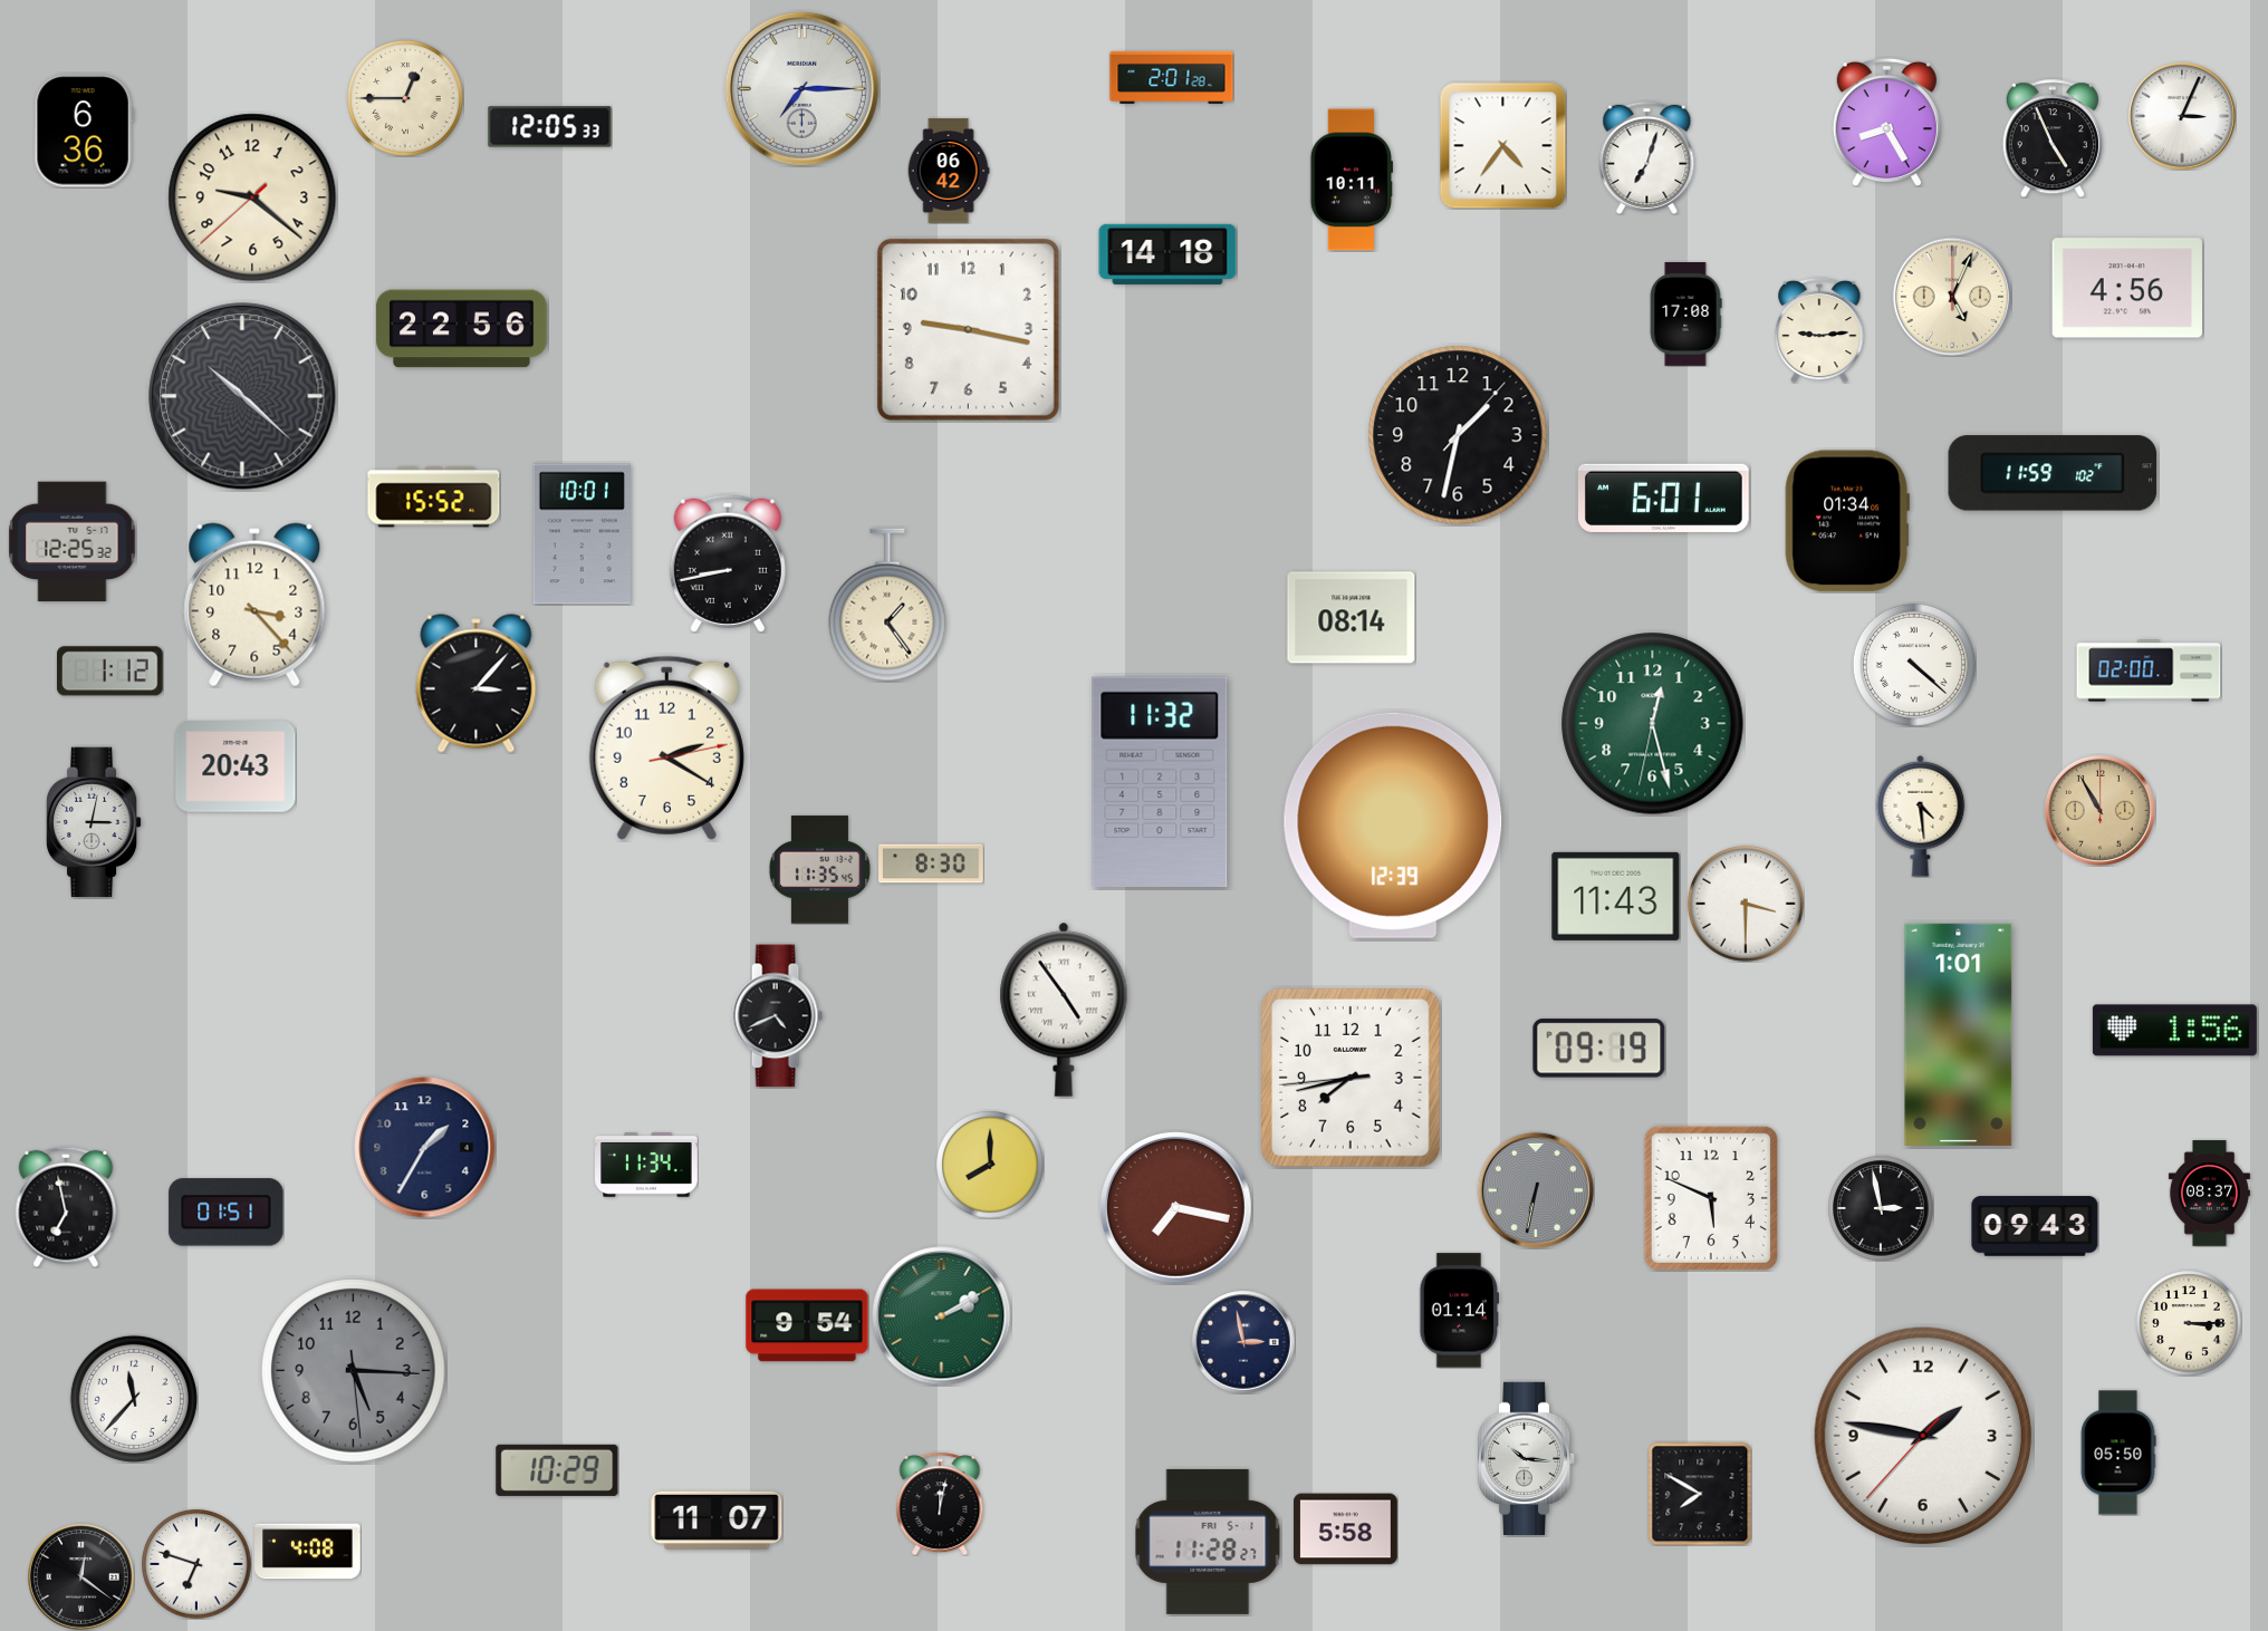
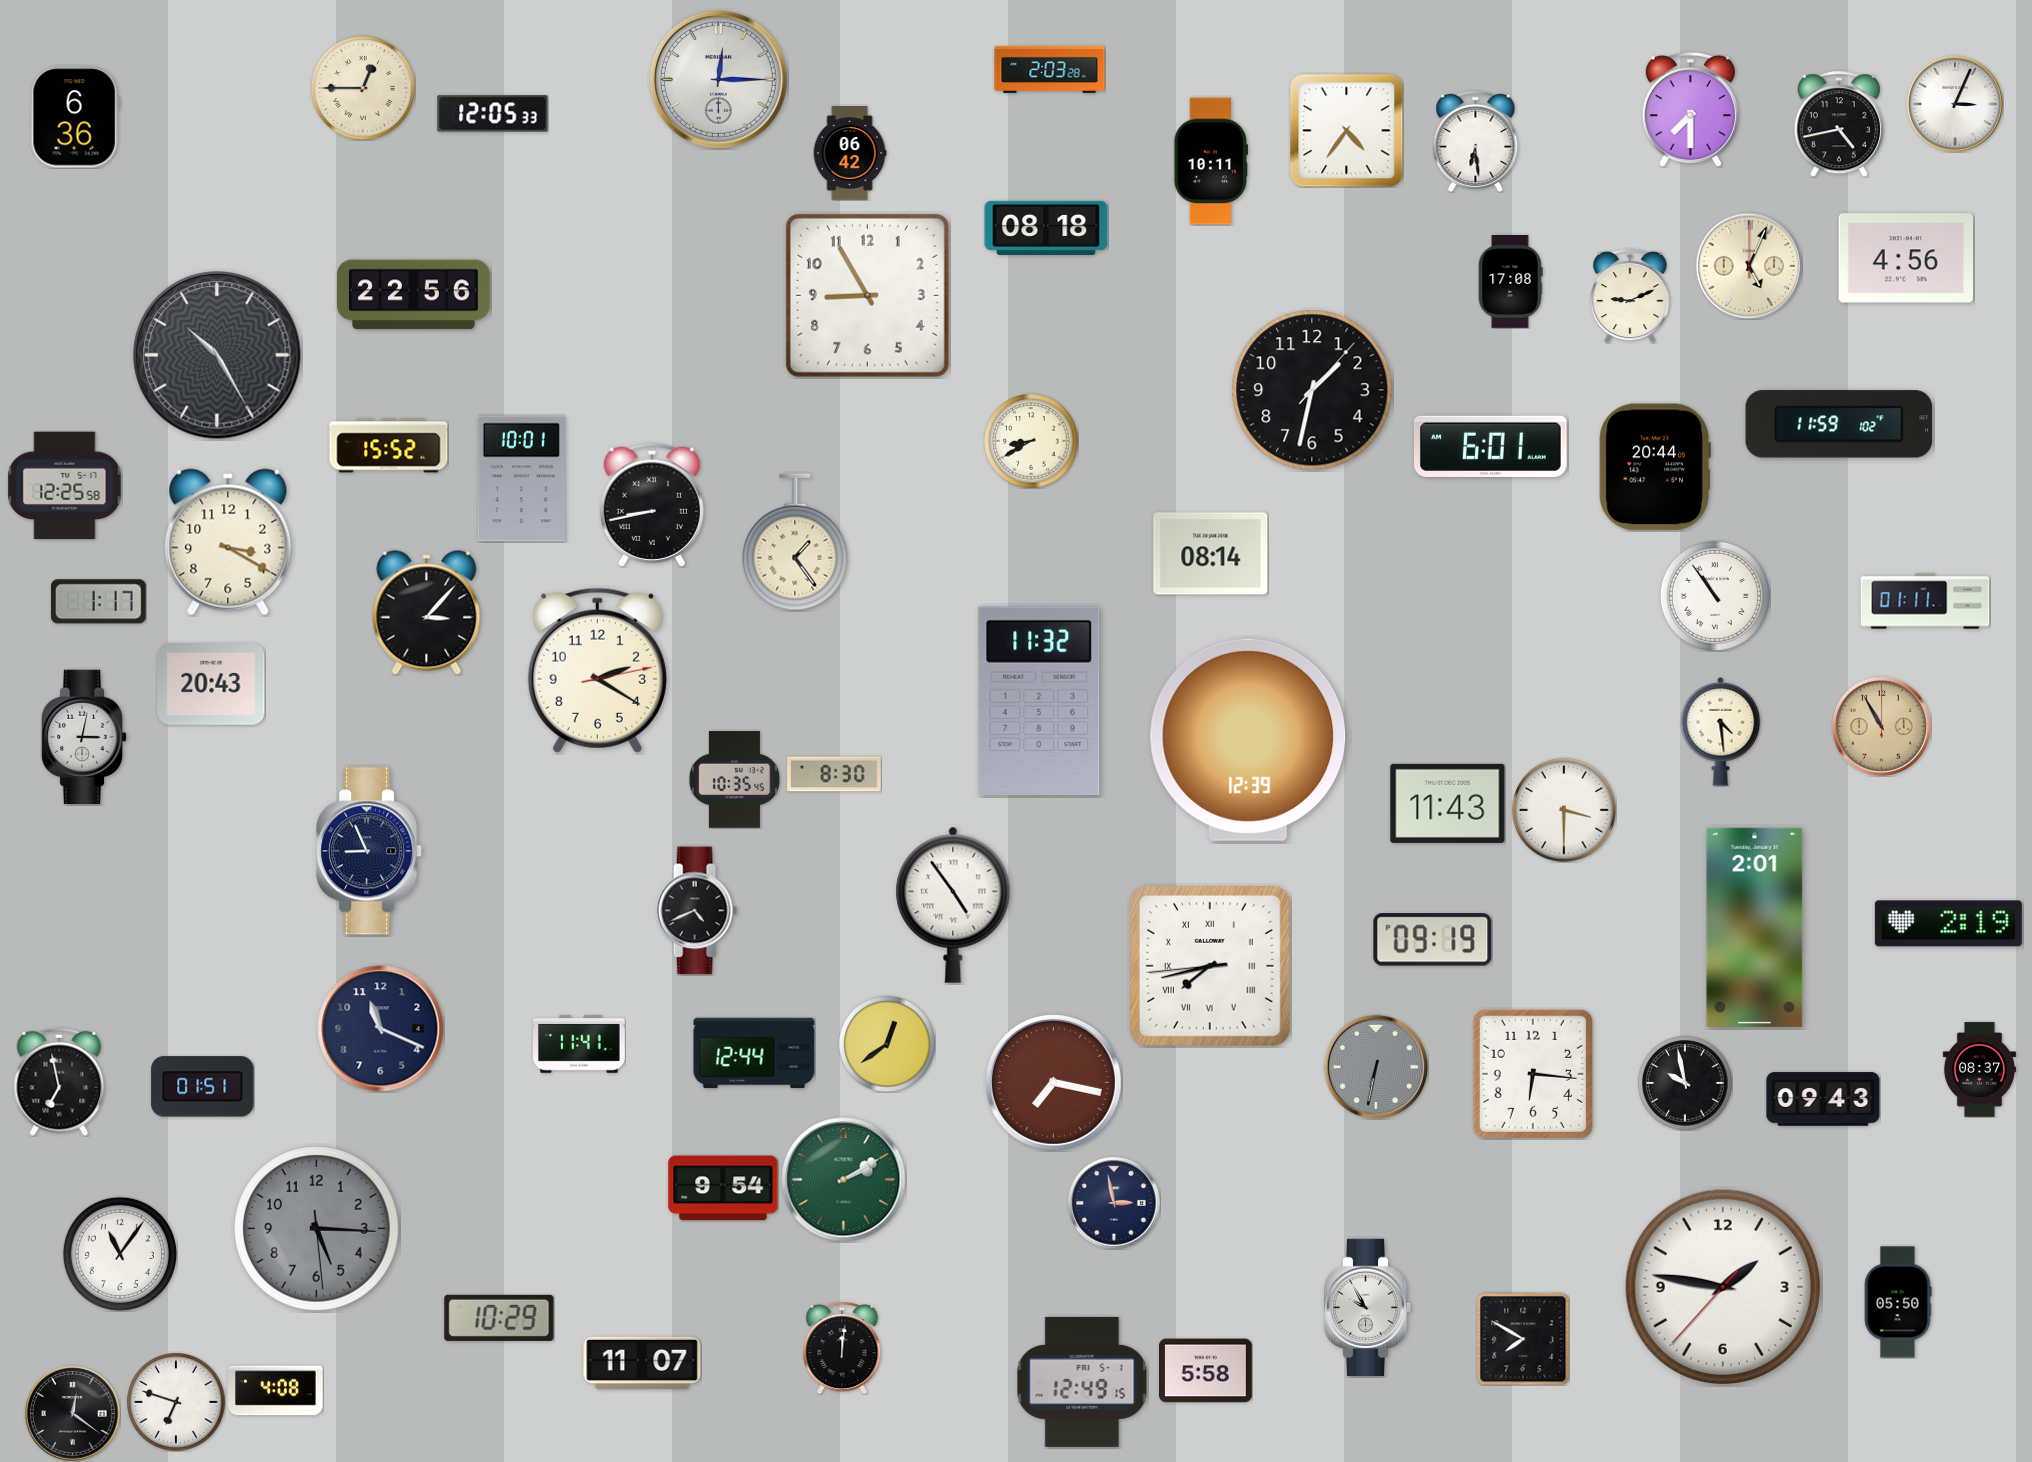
clock at (1172, 77): 2:01 -> 2:03
clock at (801, 88): 7:15 -> 12:15
clock at (1886, 122): 8:25 -> 7:30
clock at (2053, 138): 4:56 -> 4:43
clock at (1647, 157): 7:03 -> 6:29
clock at (252, 197): 9:21 -> none
clock at (1167, 254): 14:18 -> 08:18
clock at (968, 329): 9:17 -> 8:55
clock at (1819, 330): 9:14 -> 9:11
clock at (242, 396): 10:22 -> 10:25
clock at (1458, 435) position: (1458, 435) -> (1312, 390)
clock at (1031, 441): none -> 8:40
clock at (1847, 521): 01:34 -> 20:44
clock at (73, 542): 12:25:32 -> 12:25:58
clock at (254, 605): 3:23 -> 3:20
clock at (1914, 665): 4:22 -> 10:54
clock at (2149, 670): 02:00 -> 01:11
clock at (109, 672): 1:12 -> 1:17
clock at (1653, 724): 12:27 -> none
clock at (236, 768) position: (236, 768) -> (211, 685)
clock at (819, 870): 11:35 -> 10:35
clock at (369, 851): none -> 8:56
clock at (2174, 1031): 1:56 -> 2:19
clock at (1959, 1034): 1:01 -> 2:01
clock at (1351, 1078) numerals: Arabic -> Roman
clock at (425, 1148): 1:35 -> 11:19
clock at (647, 1165): 11:34 -> 11:41
clock at (990, 1165): 8:00 -> 12:39
clock at (754, 1053): none -> 12:44
clock at (1711, 1198): 5:49 -> 6:16
clock at (1881, 1208): 2:58 -> 9:58
clock at (1460, 1311): 01:14 -> none
clock at (2189, 1323): 3:15 -> none
clock at (134, 1399): 11:37 -> 11:06
clock at (1527, 1458): 10:16 -> 9:55
clock at (940, 1504): 12:02 -> 12:01
clock at (1208, 1542): 11:28 -> 12:49
